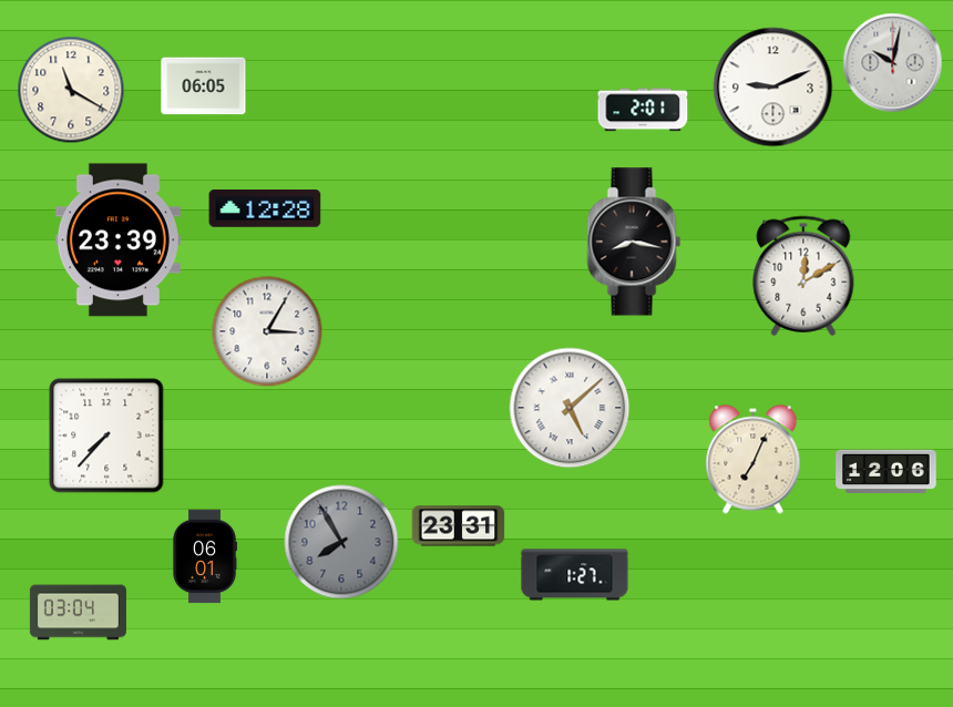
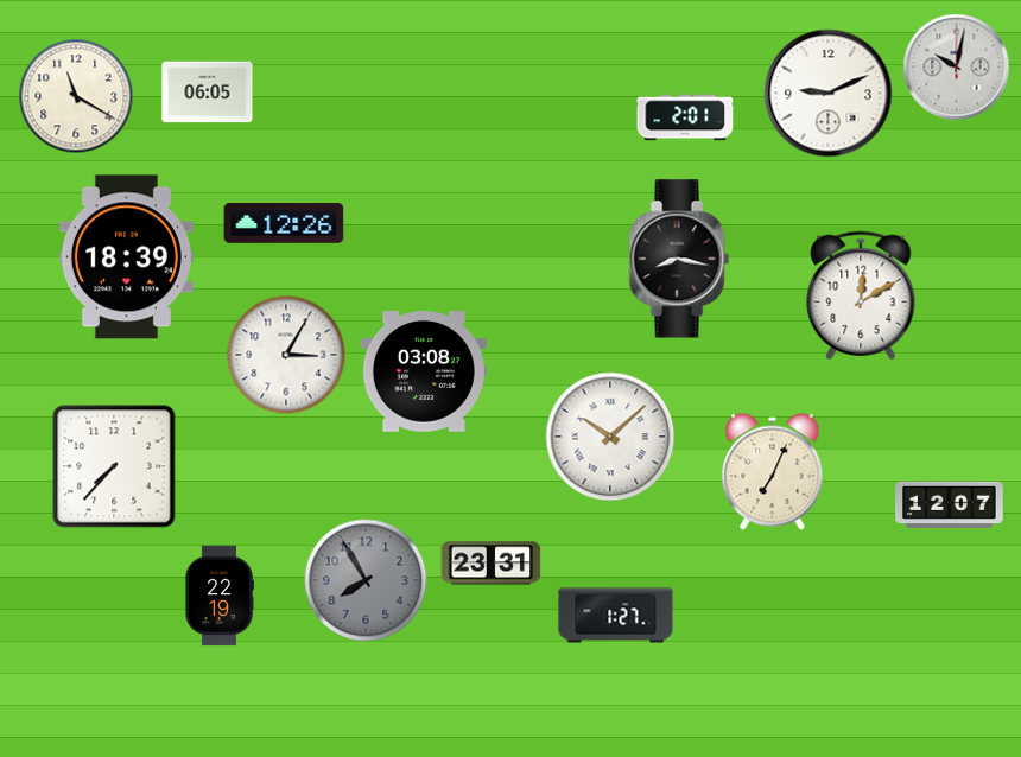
clock at (204, 86) position: (204, 86) -> (208, 93)
clock at (643, 110) position: (643, 110) -> (685, 117)
clock at (265, 208): 12:28 -> 12:26
clock at (117, 240): 23:39 -> 18:39
clock at (424, 373): none -> 03:08
clock at (570, 408): 5:08 -> 10:08
clock at (754, 460) position: (754, 460) -> (773, 472)
clock at (887, 472): 12:06 -> 12:07
clock at (205, 556): 06:01 -> 22:19
clock at (78, 613): 03:04 -> none
